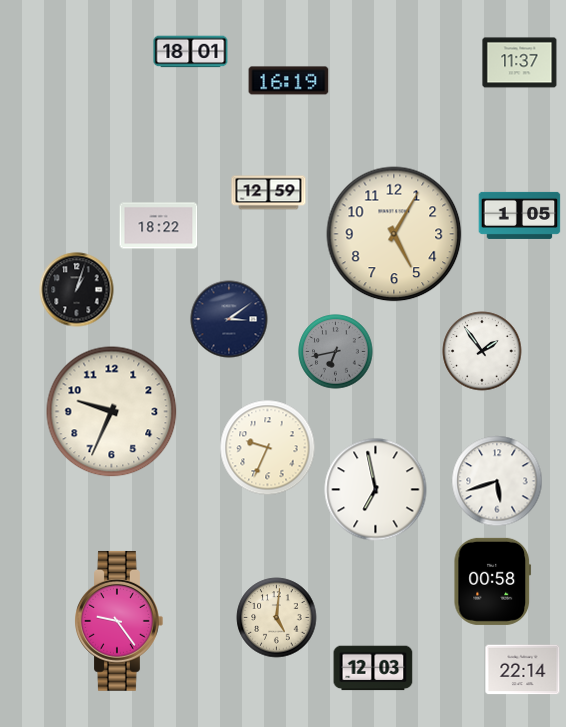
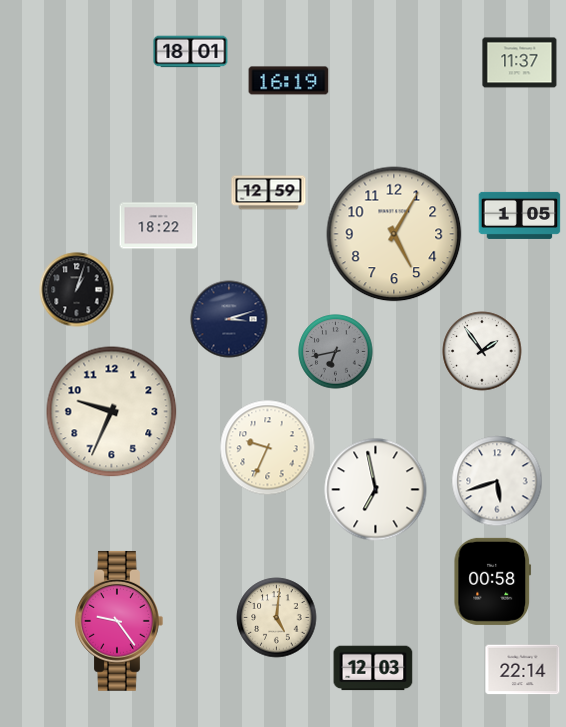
clock at (229, 319): 3:09 -> 3:12
